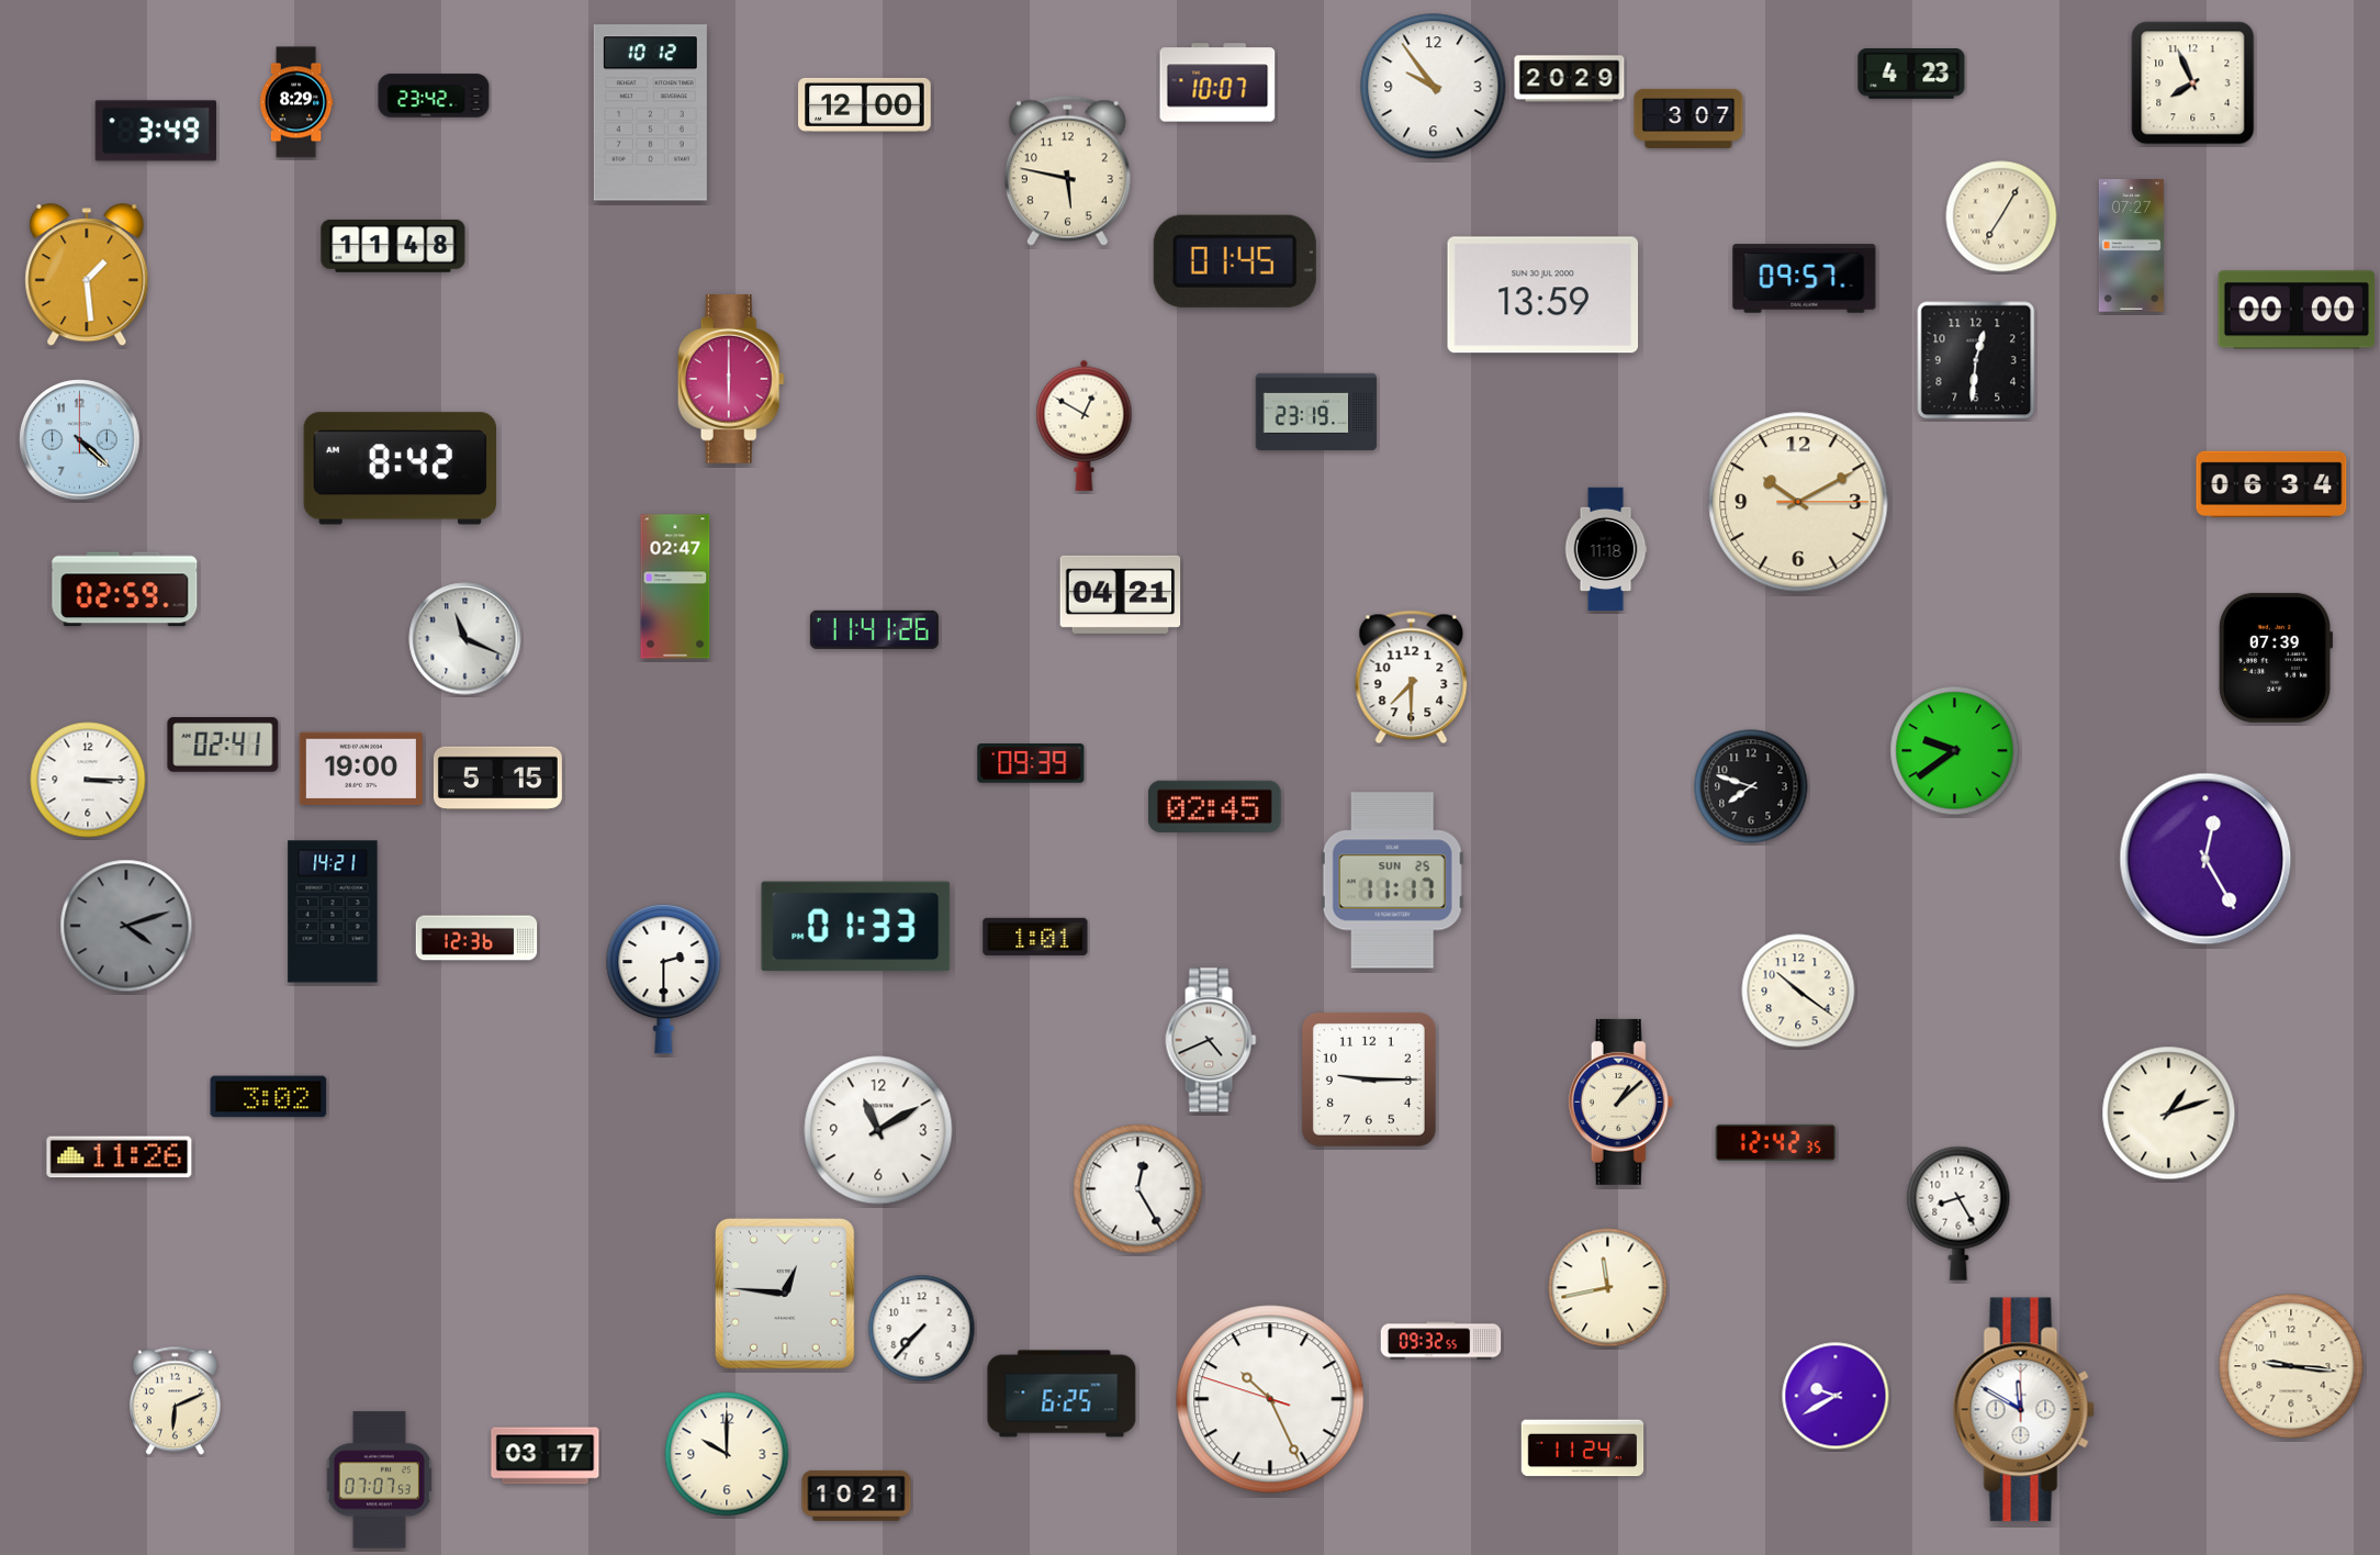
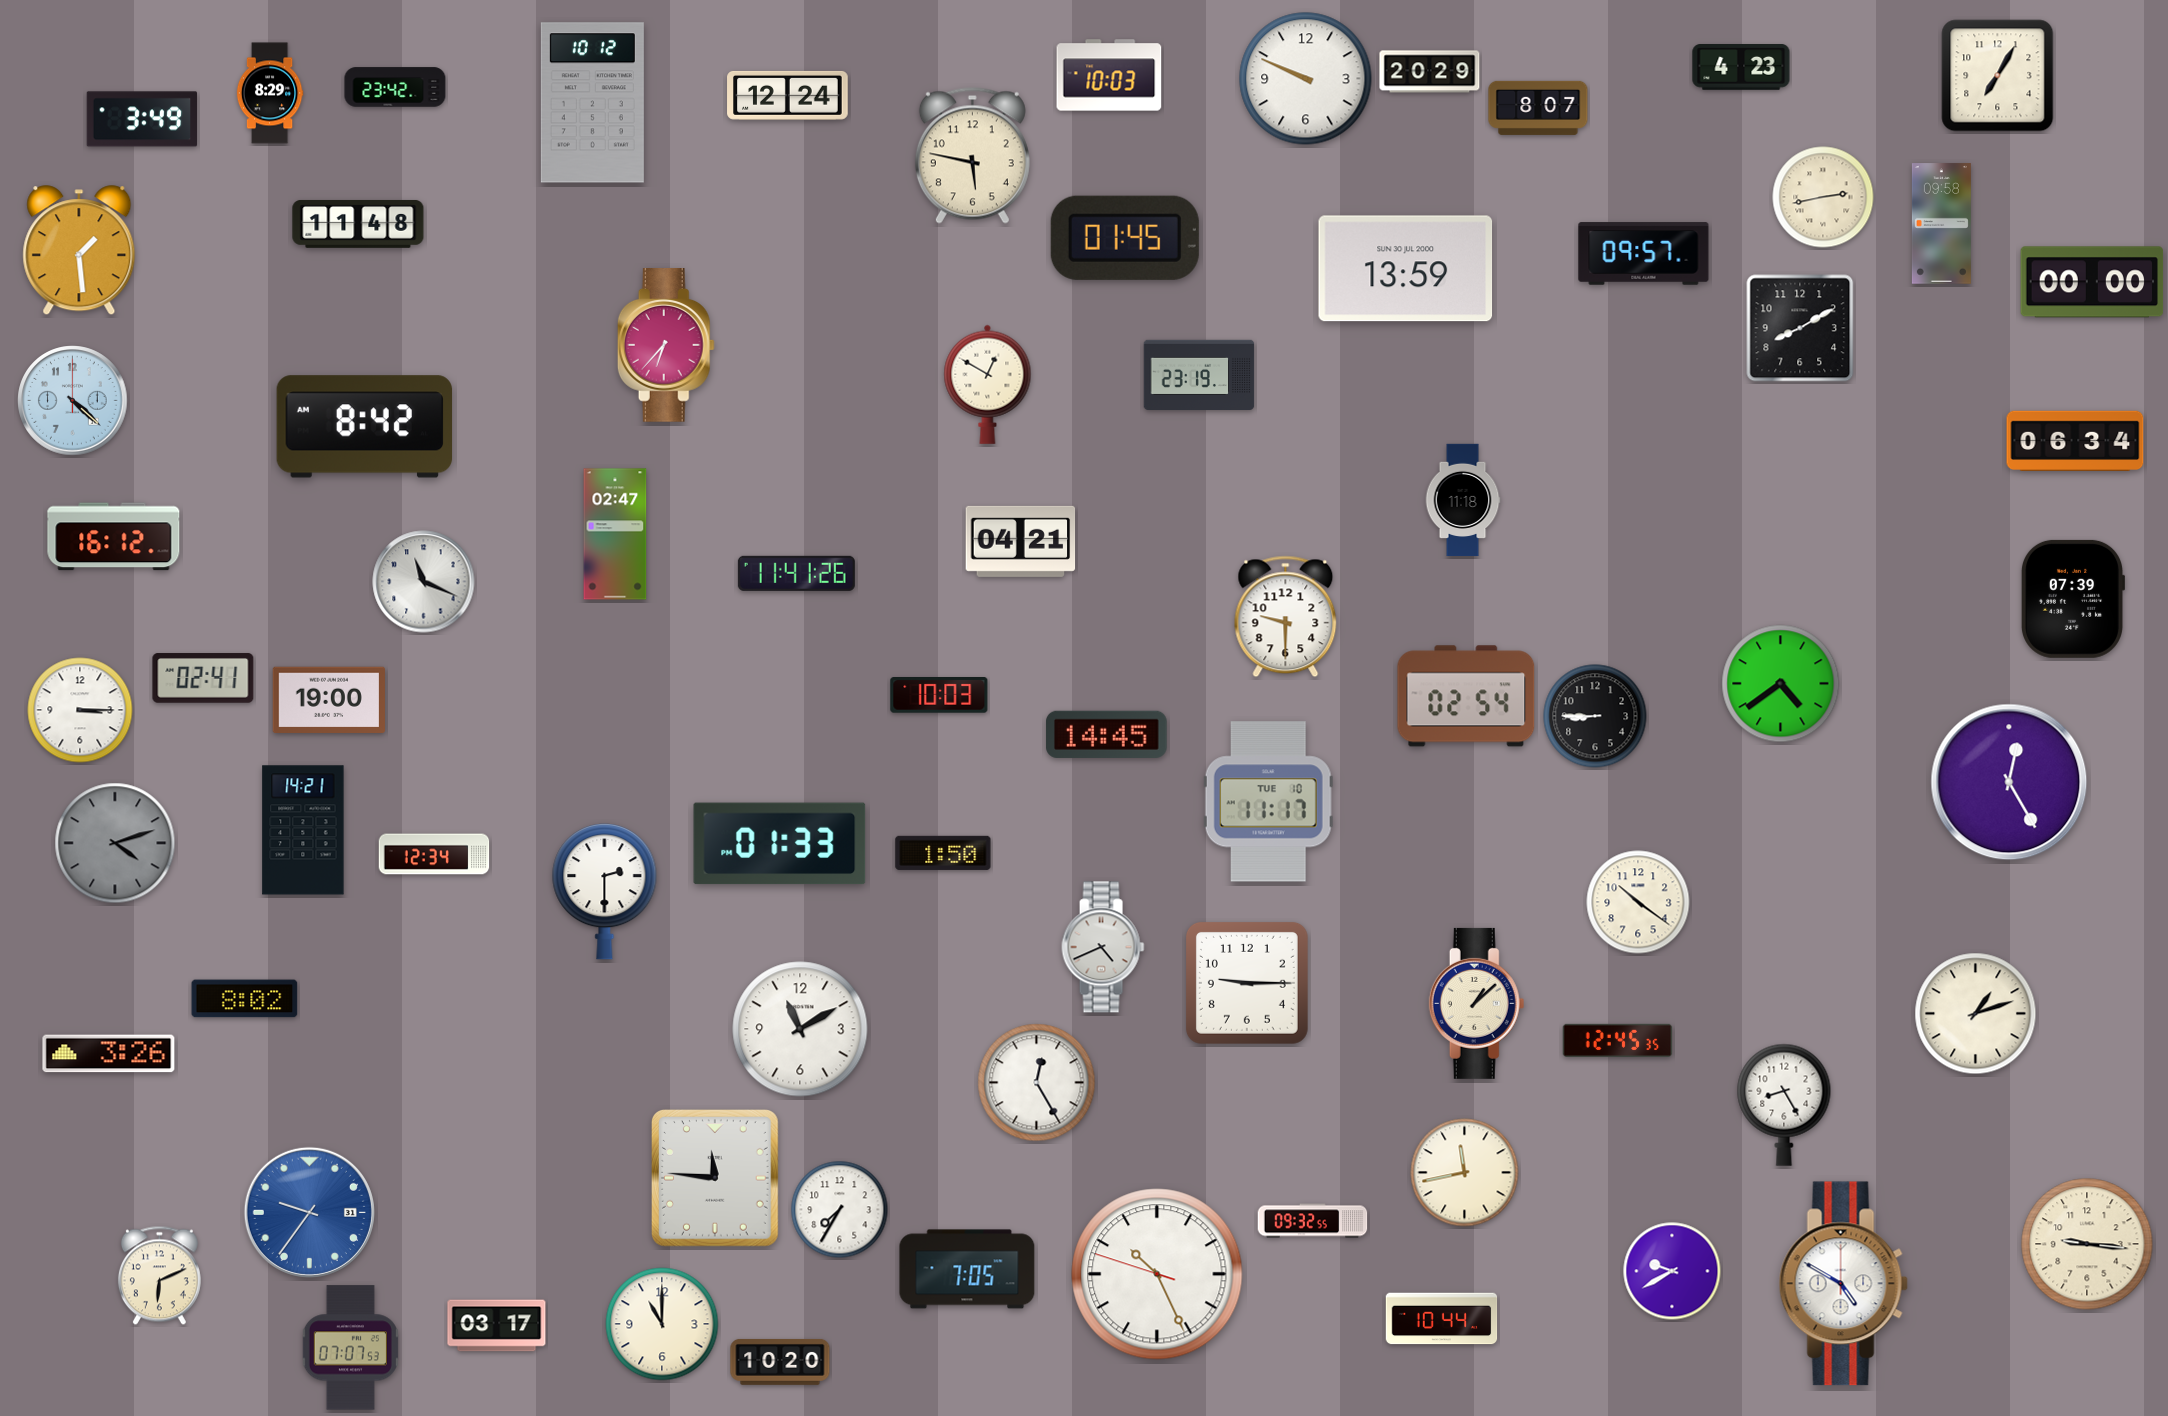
clock at (1217, 82): 10:07 -> 10:03
clock at (2193, 83): 7:56 -> 7:05
clock at (1434, 87): 9:54 -> 9:49
clock at (865, 104): 12:00 -> 12:24
clock at (1688, 119): 3:07 -> 8:07
clock at (2001, 216): 7:05 -> 2:43
clock at (2131, 246): 07:27 -> 09:58
clock at (1976, 360): 12:31 -> 8:10
clock at (731, 380): 6:00 -> 6:37
clock at (1085, 425) position: (1085, 425) -> (988, 384)
clock at (2271, 483) position: (2271, 483) -> (2075, 440)
clock at (1798, 502): 10:10 -> none
clock at (125, 590): 02:59 -> 16:12
clock at (1412, 678): 7:30 -> 9:30
clock at (1955, 751): 9:39 -> 4:39
clock at (1031, 764): 09:39 -> 10:03
clock at (1466, 696): none -> 02:54
clock at (497, 779): 5:15 -> none
clock at (1751, 786): 7:48 -> 8:45
clock at (1215, 806): 02:45 -> 14:45
clock at (1392, 881) date: SUN 25 -> TUE 10
clock at (1035, 937): 1:01 -> 1:50
clock at (476, 938): 12:36 -> 12:34
clock at (269, 1097): 3:02 -> 8:02
clock at (1776, 1142): 12:42 -> 12:45
clock at (120, 1157): 11:26 -> 3:26
clock at (786, 1295): 12:46 -> 11:46
clock at (922, 1329): 7:37 -> 7:35
clock at (309, 1212): none -> 9:36
clock at (1062, 1394): 6:25 -> 7:05
clock at (2023, 1410): 11:50 -> 4:50
clock at (1583, 1448): 11:24 -> 10:44
clock at (727, 1454): 10:00 -> 11:00
clock at (379, 1480) position: (379, 1480) -> (350, 1348)
clock at (856, 1496): 10:21 -> 10:20
